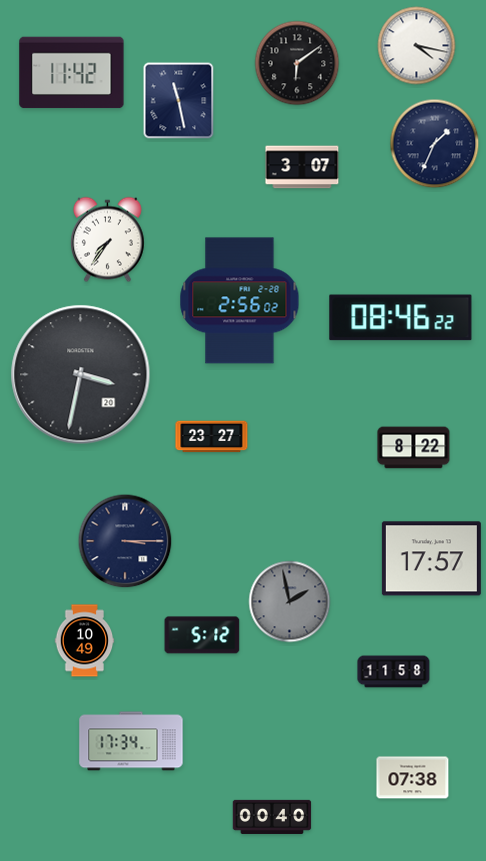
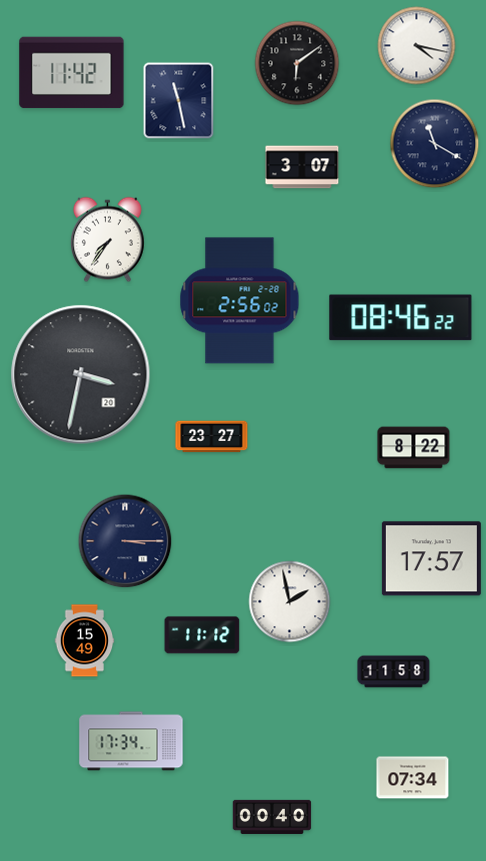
clock at (435, 144): 1:34 -> 11:20
clock at (290, 602) dial: grey -> white
clock at (202, 635): 5:12 -> 11:12
clock at (85, 641): 10:49 -> 15:49
clock at (413, 778): 07:38 -> 07:34
